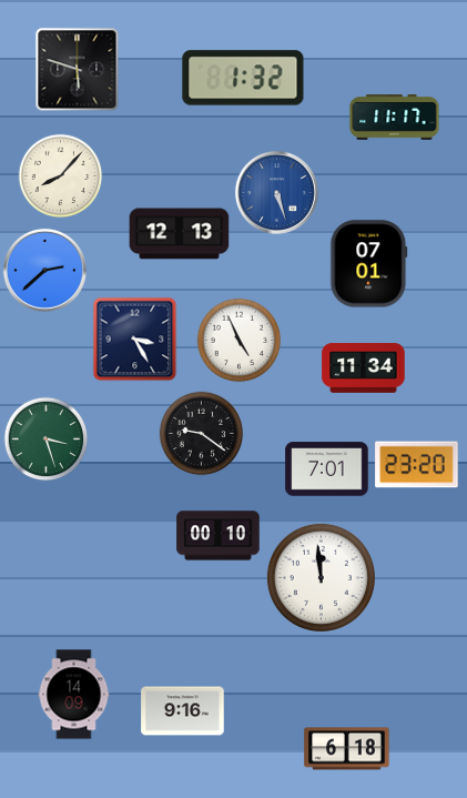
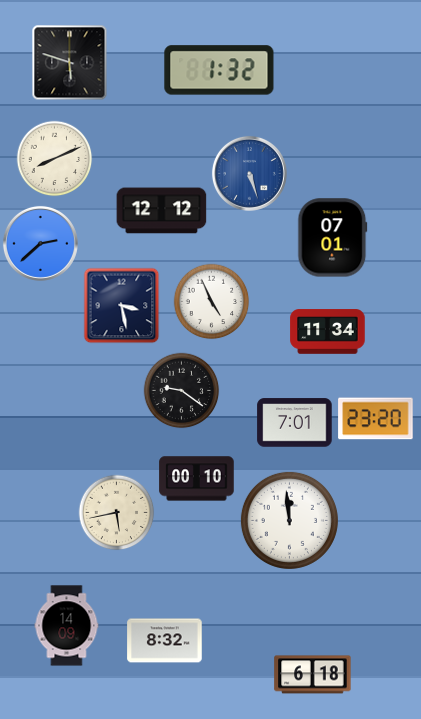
clock at (395, 118): 11:17 -> none
clock at (61, 176): 8:07 -> 8:11
clock at (180, 234): 12:13 -> 12:12
clock at (135, 340): 3:25 -> 3:28
clock at (240, 341) position: (240, 341) -> (212, 302)
clock at (47, 440): 3:27 -> none
clock at (219, 536) position: (219, 536) -> (197, 479)
clock at (117, 513): none -> 5:43
clock at (183, 711): 9:16 -> 8:32
